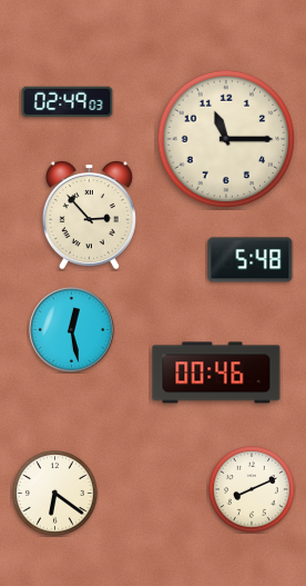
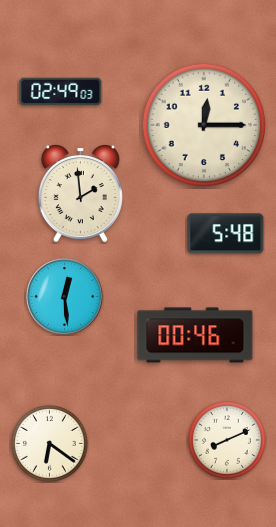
clock at (226, 139): 11:15 -> 12:15
clock at (89, 216): 2:53 -> 1:59
clock at (72, 330): 12:28 -> 12:29
